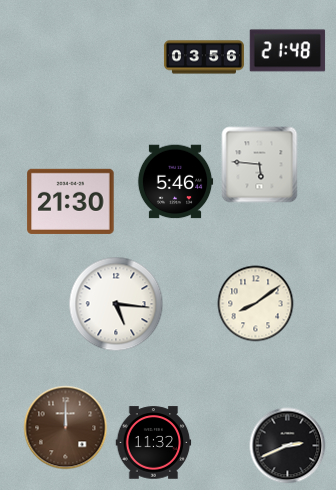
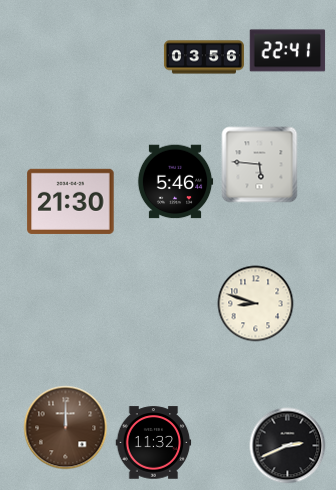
clock at (288, 51): 21:48 -> 22:41
clock at (116, 304): 5:16 -> none
clock at (256, 304): 8:09 -> 8:48
